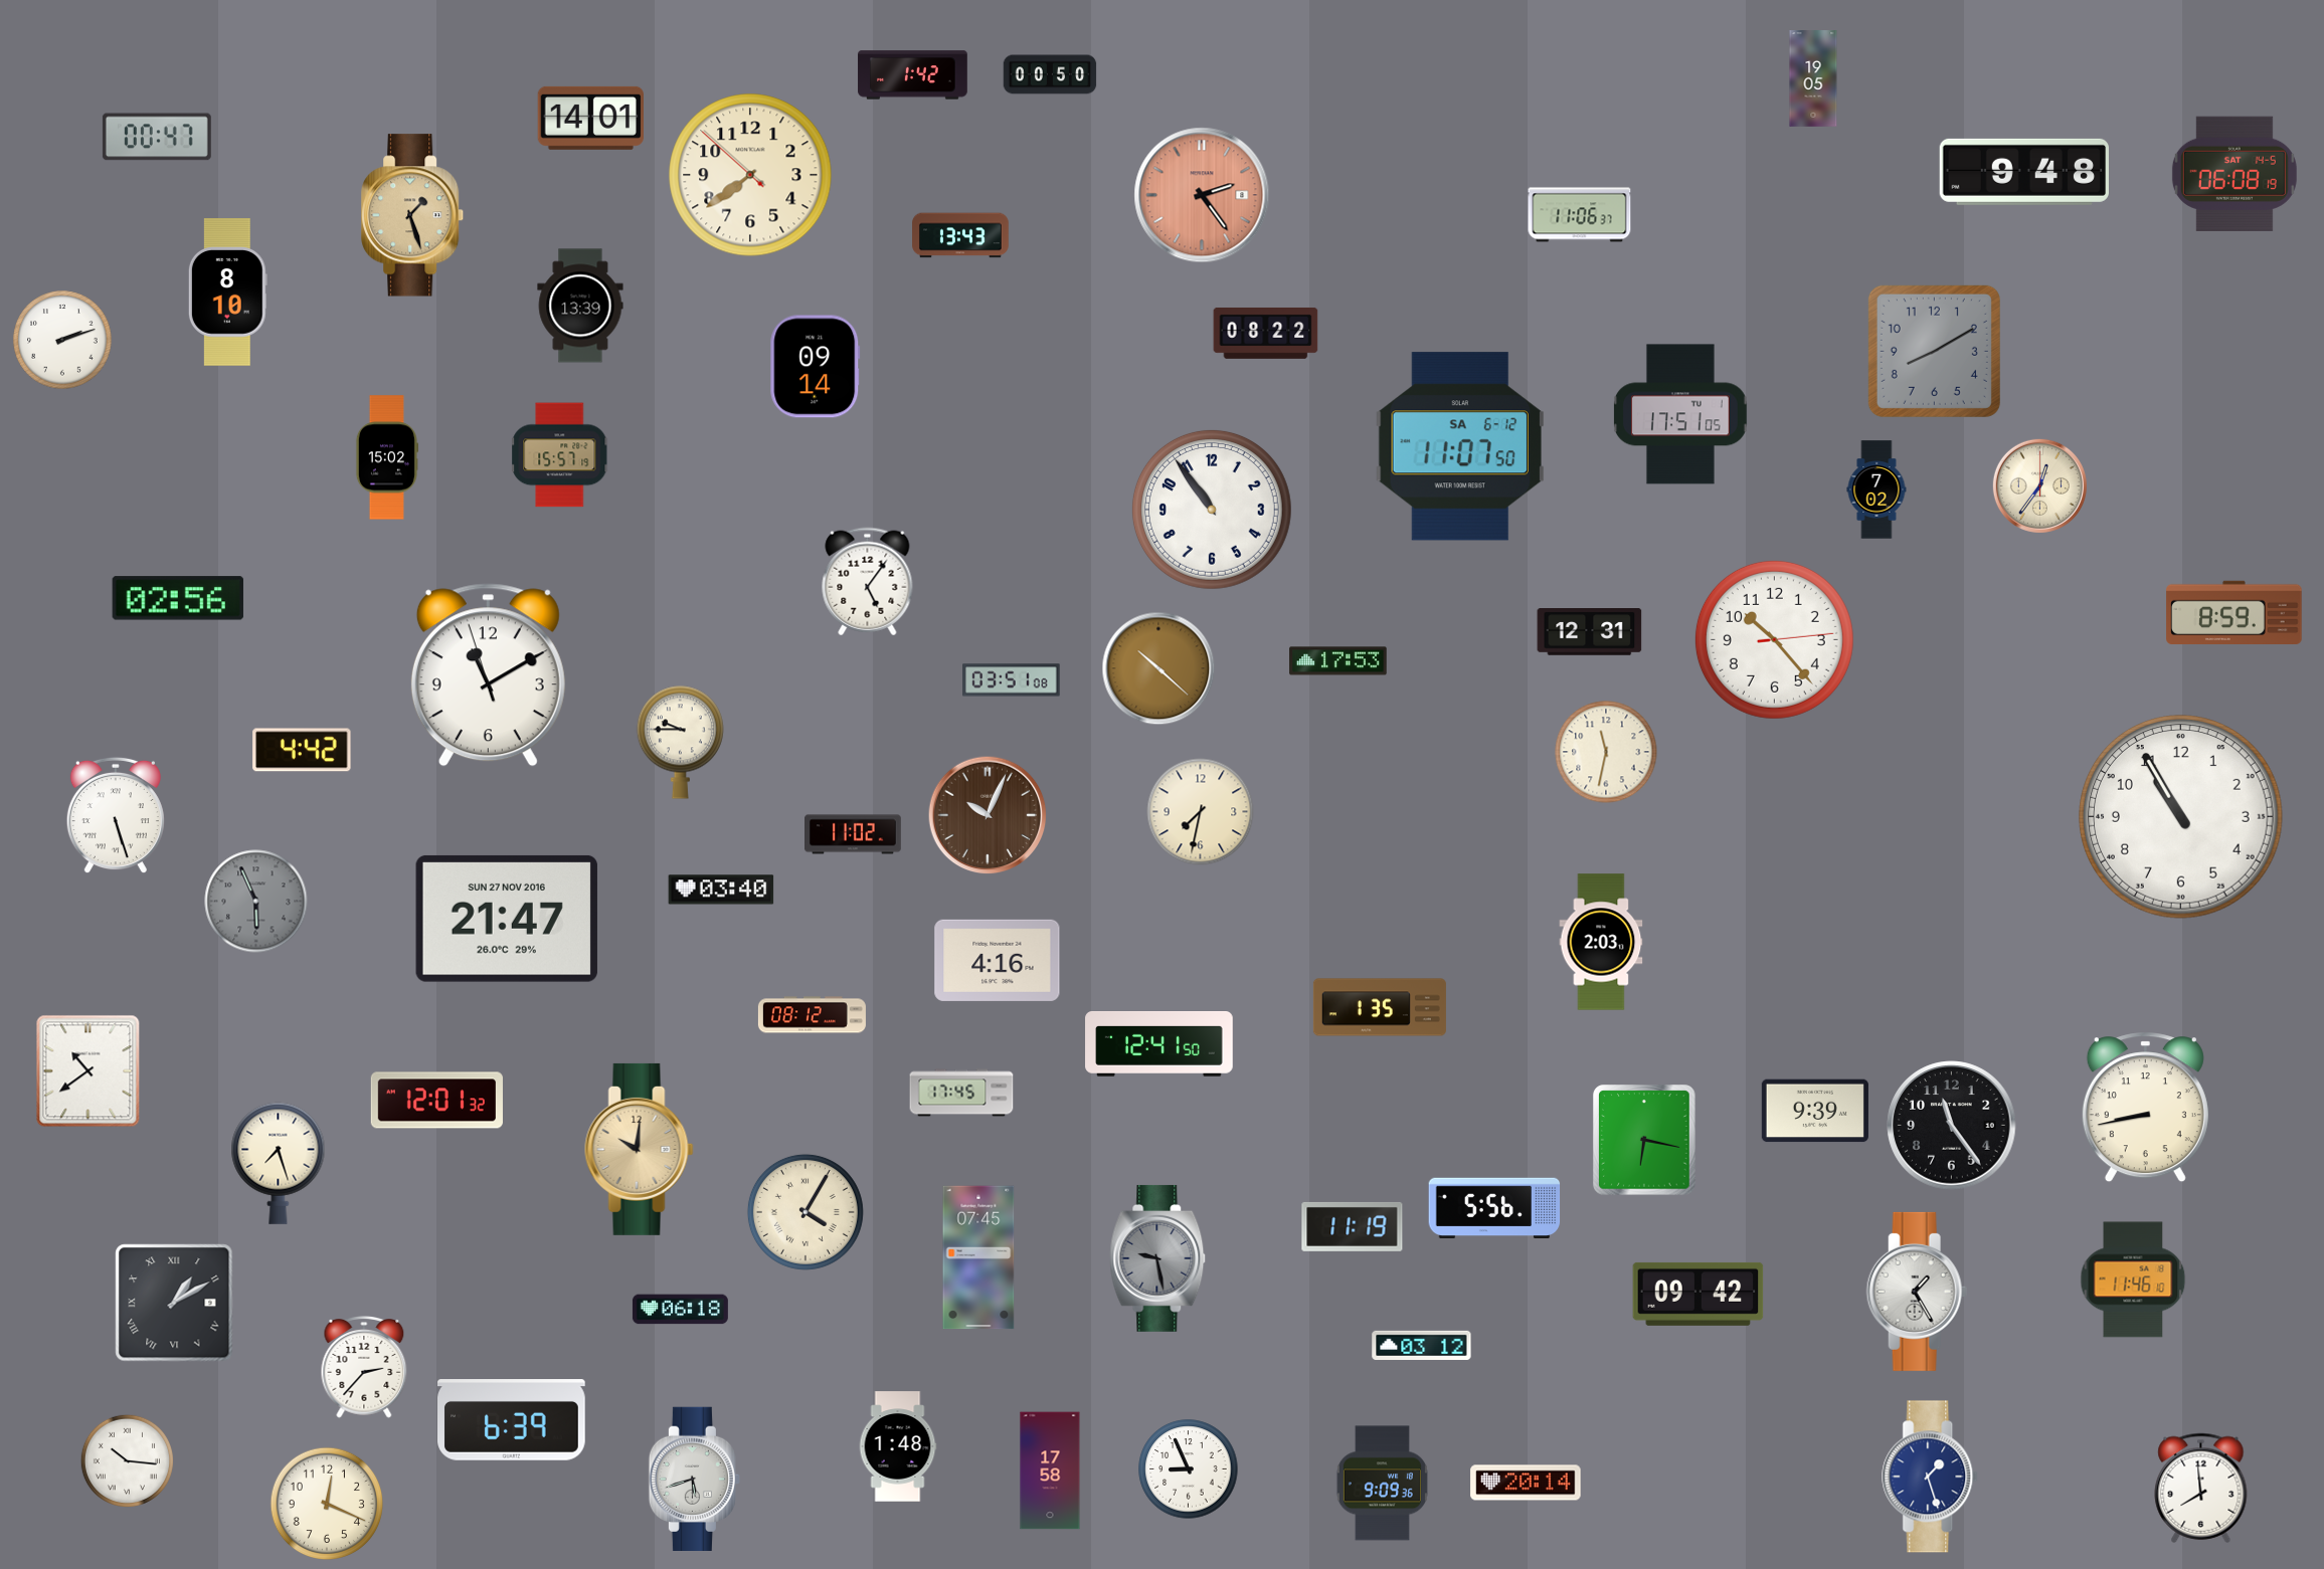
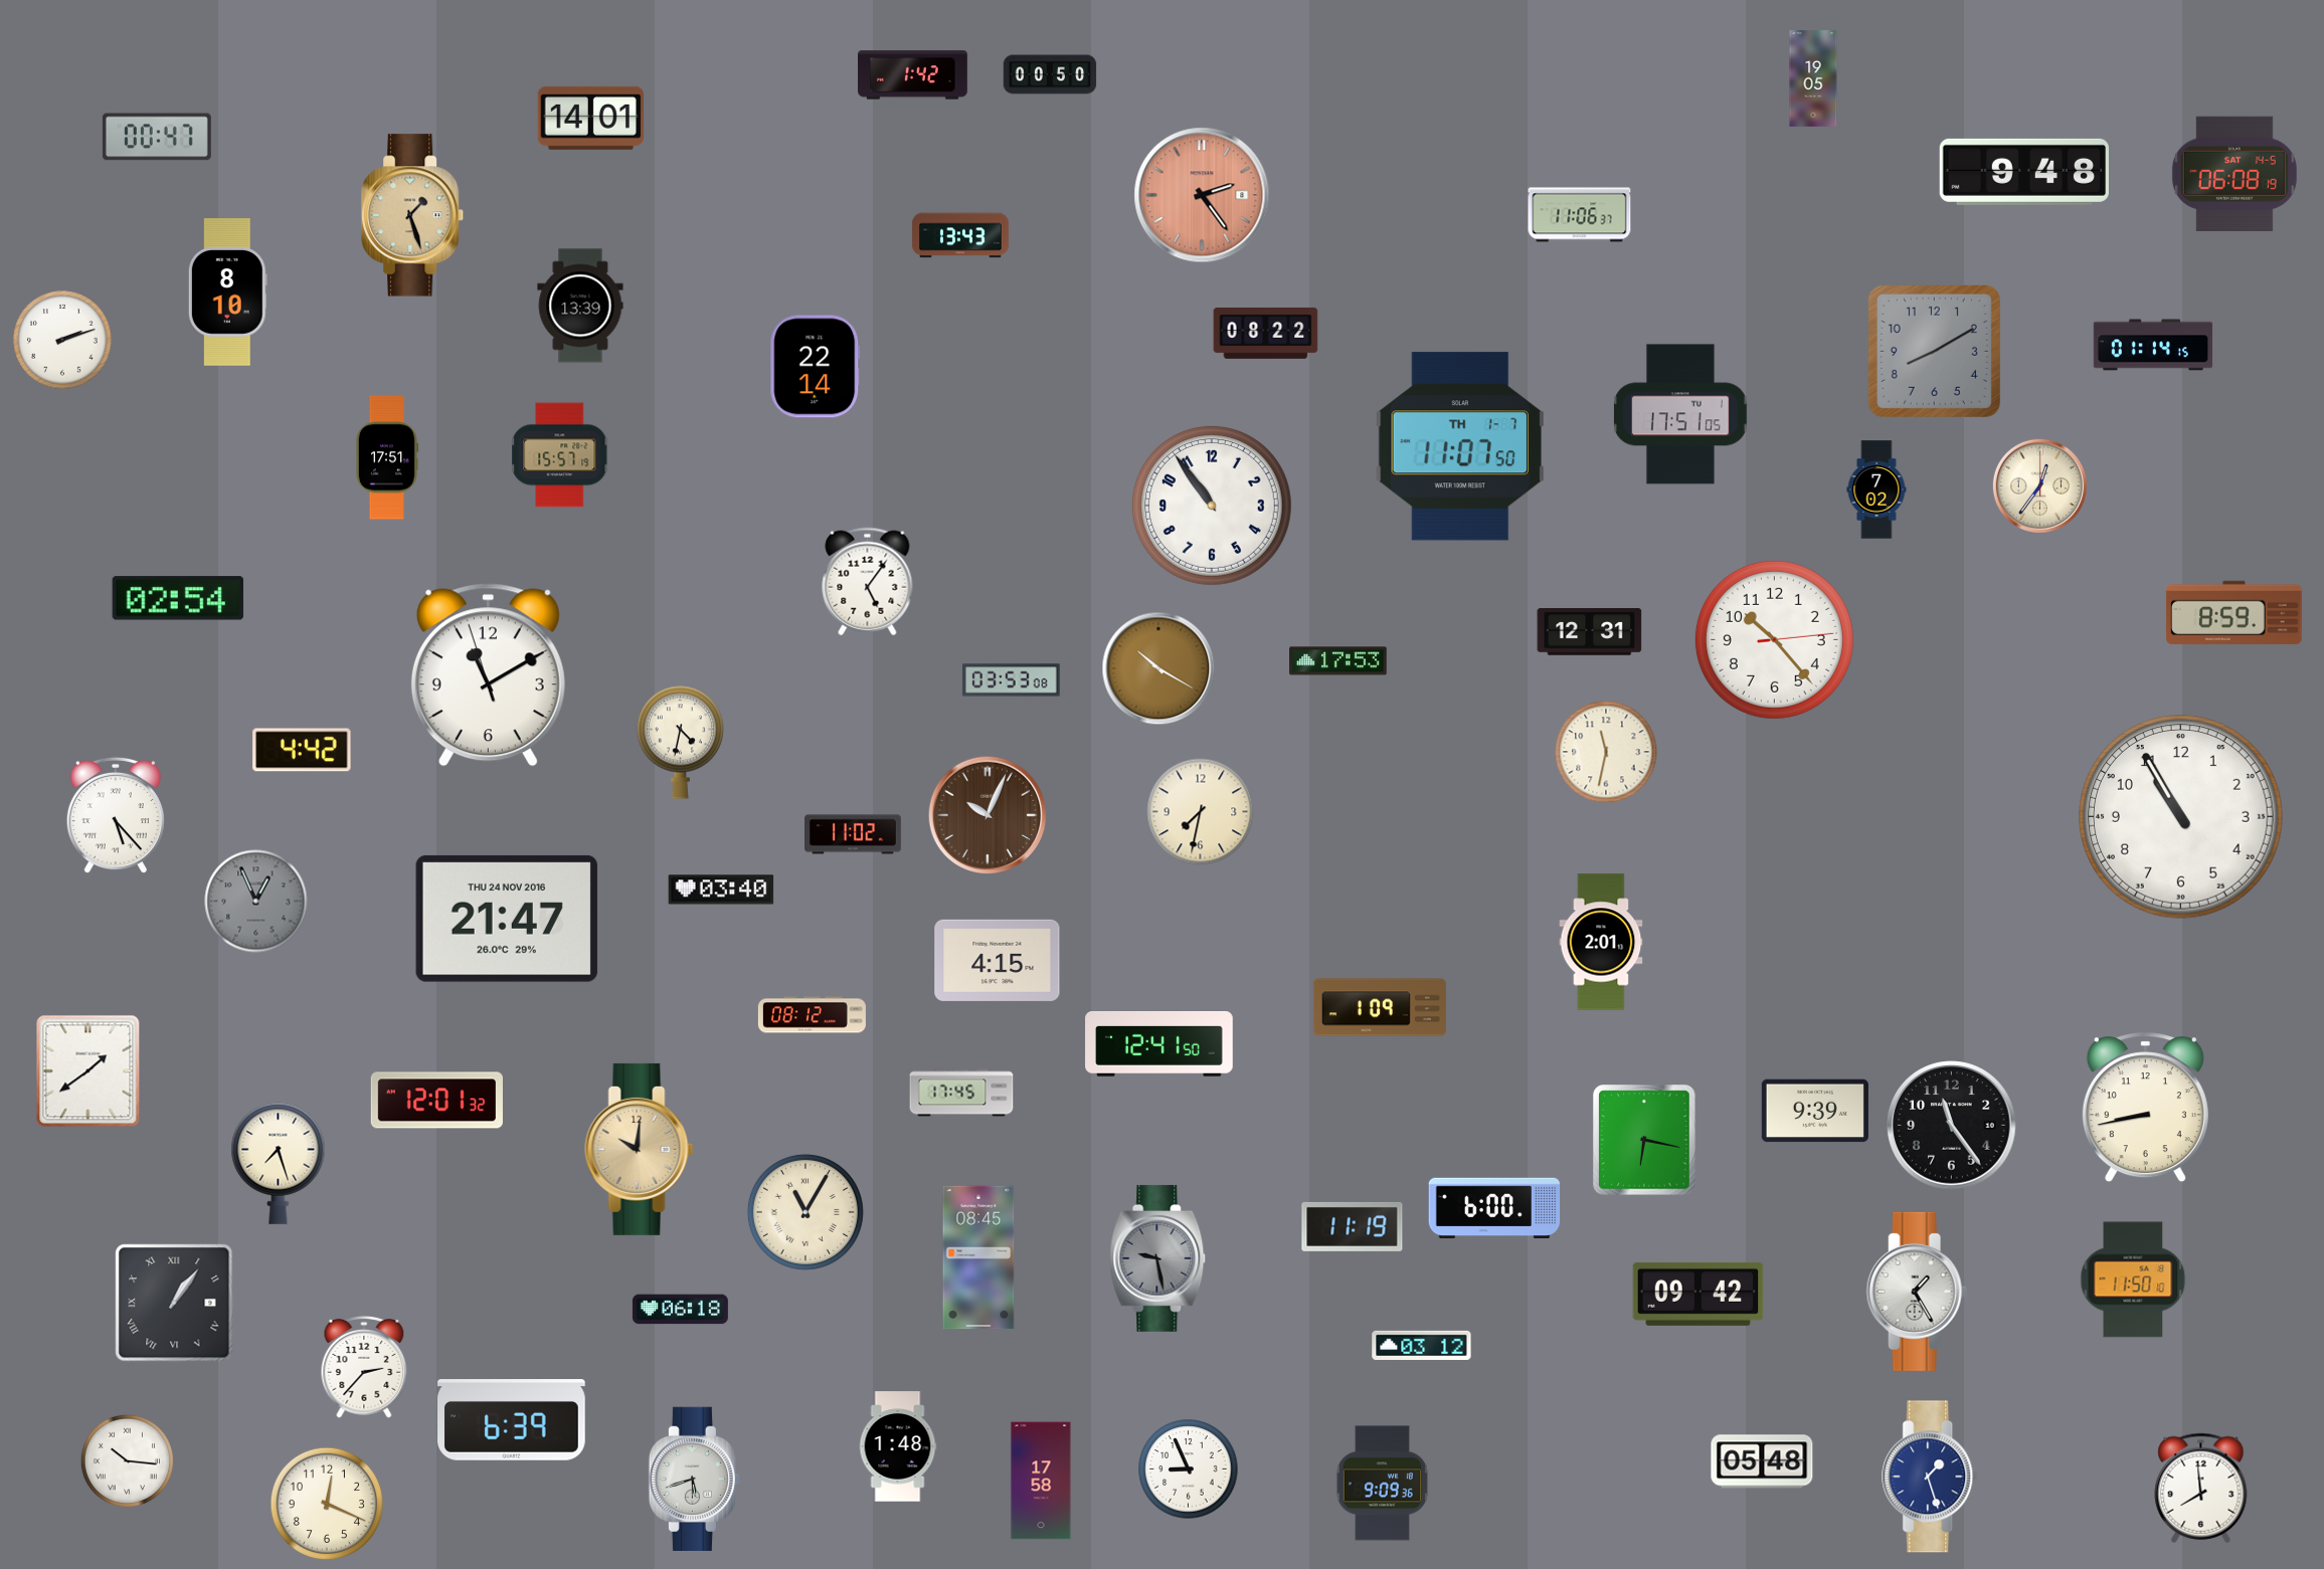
clock at (750, 175): 7:38 -> none
clock at (2153, 345): none -> 01:14
clock at (816, 367): 09:14 -> 22:14
clock at (1460, 446) date: SA 6-12 -> TH 1-7
clock at (386, 457): 15:02 -> 17:51
clock at (1212, 510) position: (1212, 510) -> (1212, 506)
clock at (178, 598): 02:56 -> 02:54
clock at (1158, 668): 10:22 -> 10:20
clock at (1012, 680): 03:51 -> 03:53
clock at (680, 742): 9:45 -> 4:32
clock at (116, 815): 5:27 -> 5:23
clock at (256, 902): 5:56 -> 12:56
clock at (507, 919) date: SUN 27 NOV 2016 -> THU 24 NOV 2016
clock at (1601, 942): 2:03 -> 2:01
clock at (998, 960): 4:16 -> 4:15
clock at (1380, 1007): 1:35 -> 1:09
clock at (88, 1071): 10:39 -> 1:39
clock at (1494, 1208): 5:56 -> 6:00
clock at (806, 1212): 4:05 -> 11:05
clock at (978, 1257): 07:45 -> 08:45
clock at (2133, 1280): 11:46 -> 11:50
clock at (174, 1303): 1:10 -> 1:06
clock at (1762, 1461): none -> 05:48
clock at (1050, 1470) position: (1050, 1470) -> (1041, 1481)
clock at (1526, 1483): 20:14 -> none
